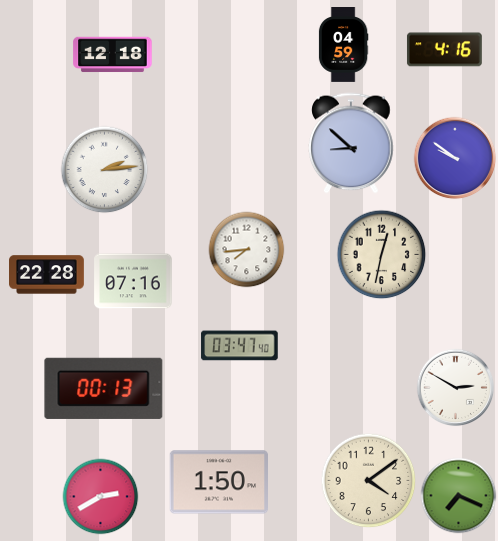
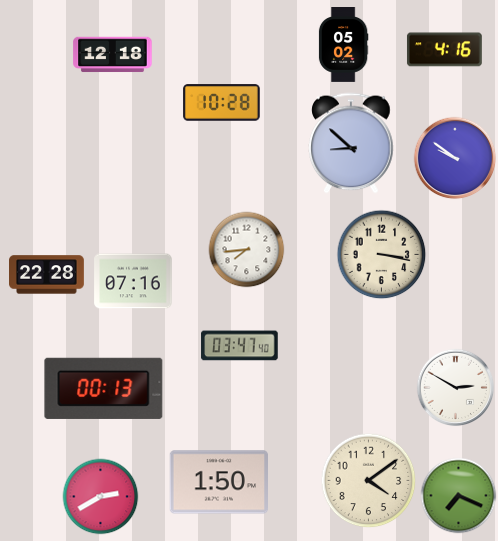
clock at (343, 45): 04:59 -> 05:02
clock at (222, 103): none -> 10:28
clock at (105, 170): 2:14 -> none
clock at (382, 255): 12:32 -> 3:17
